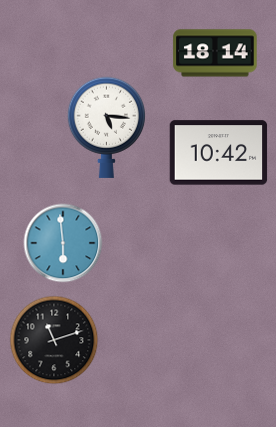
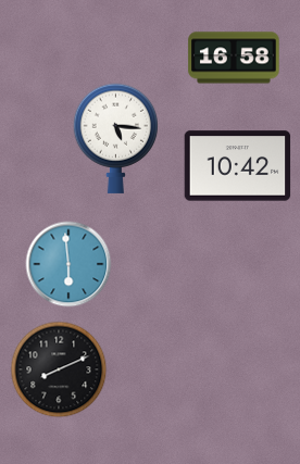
clock at (215, 53): 18:14 -> 16:58
clock at (54, 340): 11:12 -> 8:11
